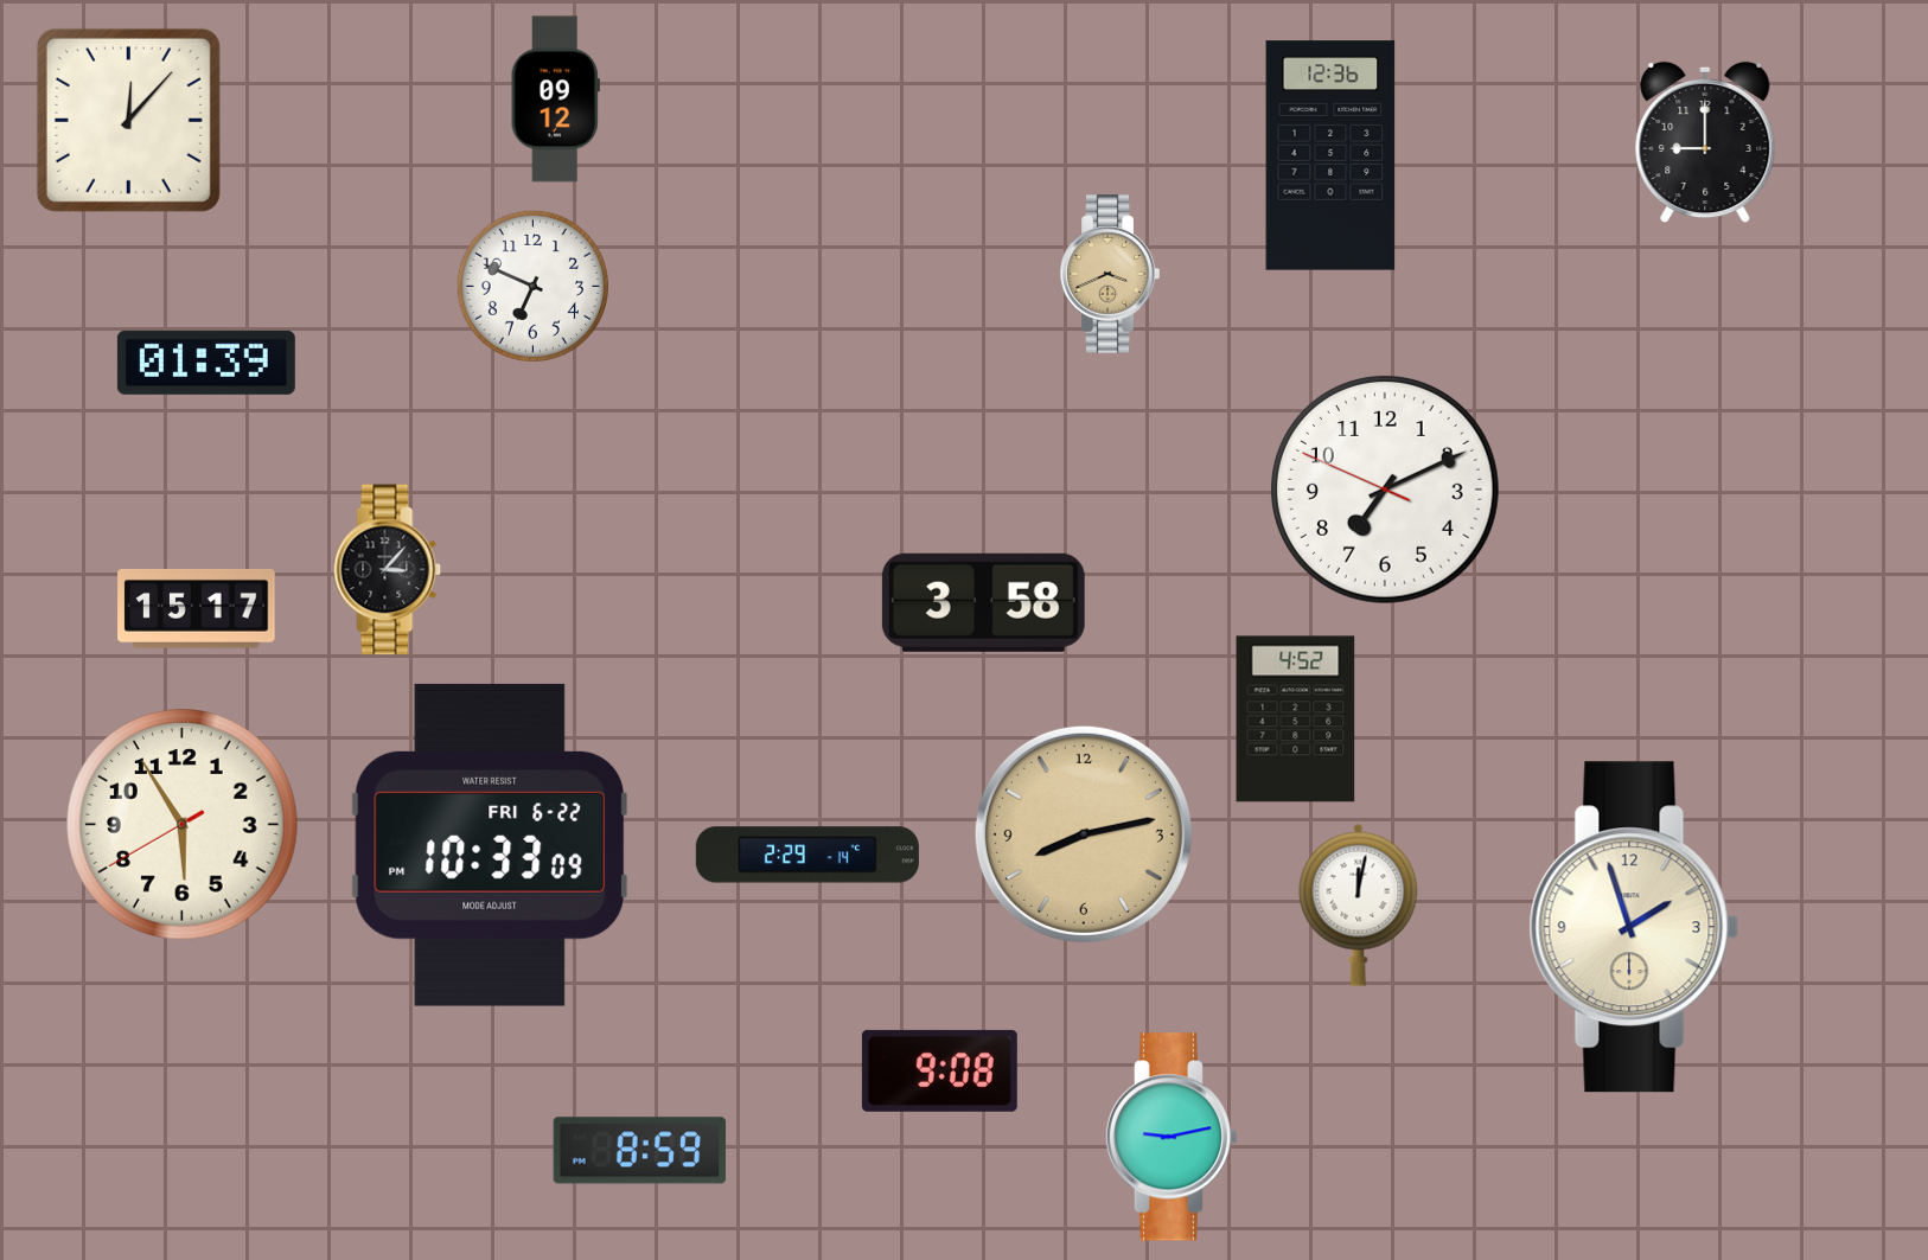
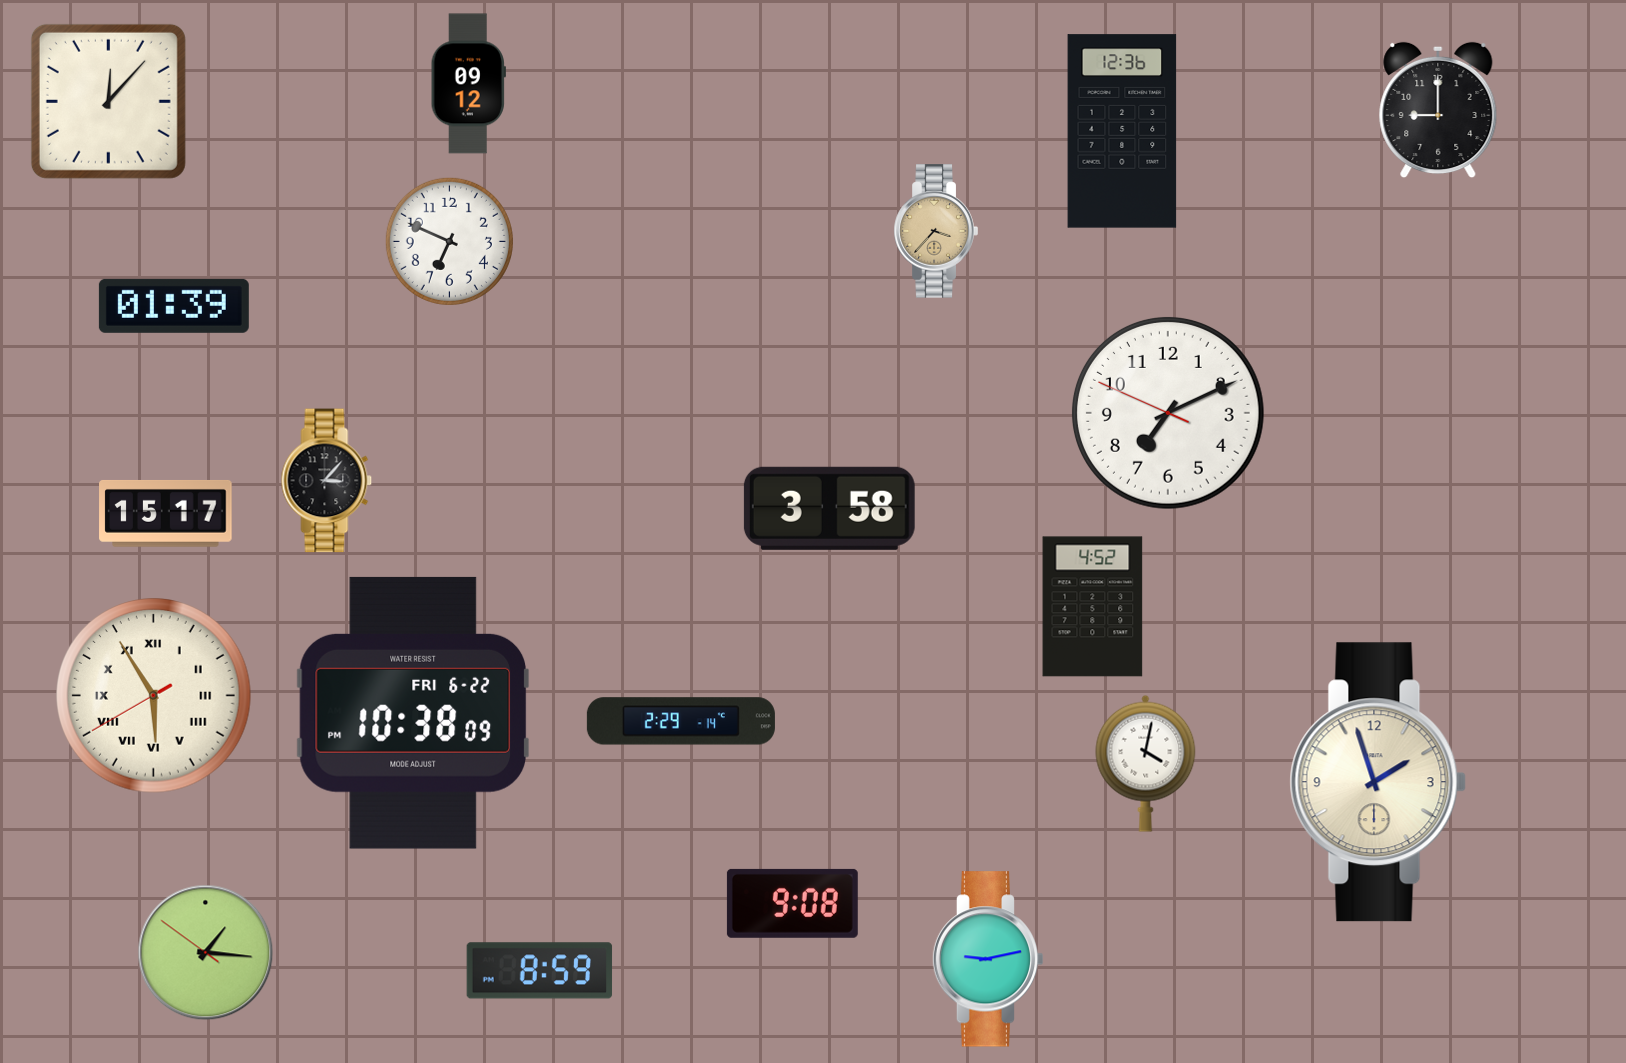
clock at (1705, 142) position: (1705, 142) -> (1438, 110)
clock at (1110, 274): 3:41 -> 3:37
clock at (183, 825) numerals: Arabic -> Roman
clock at (1084, 834): 8:13 -> none
clock at (489, 845): 10:33 -> 10:38
clock at (1359, 904): 12:02 -> 4:02
clock at (206, 953): none -> 1:15
